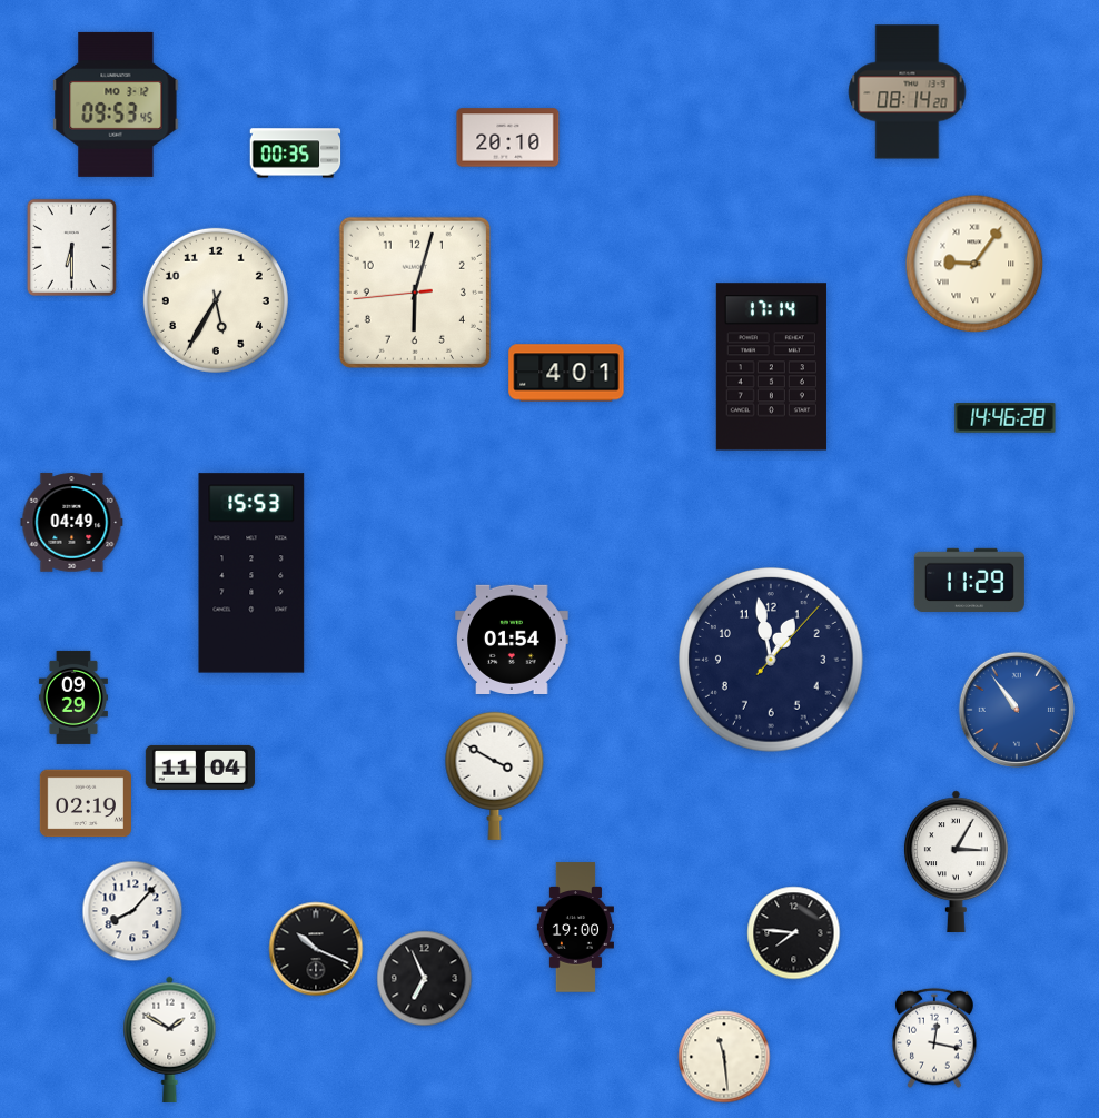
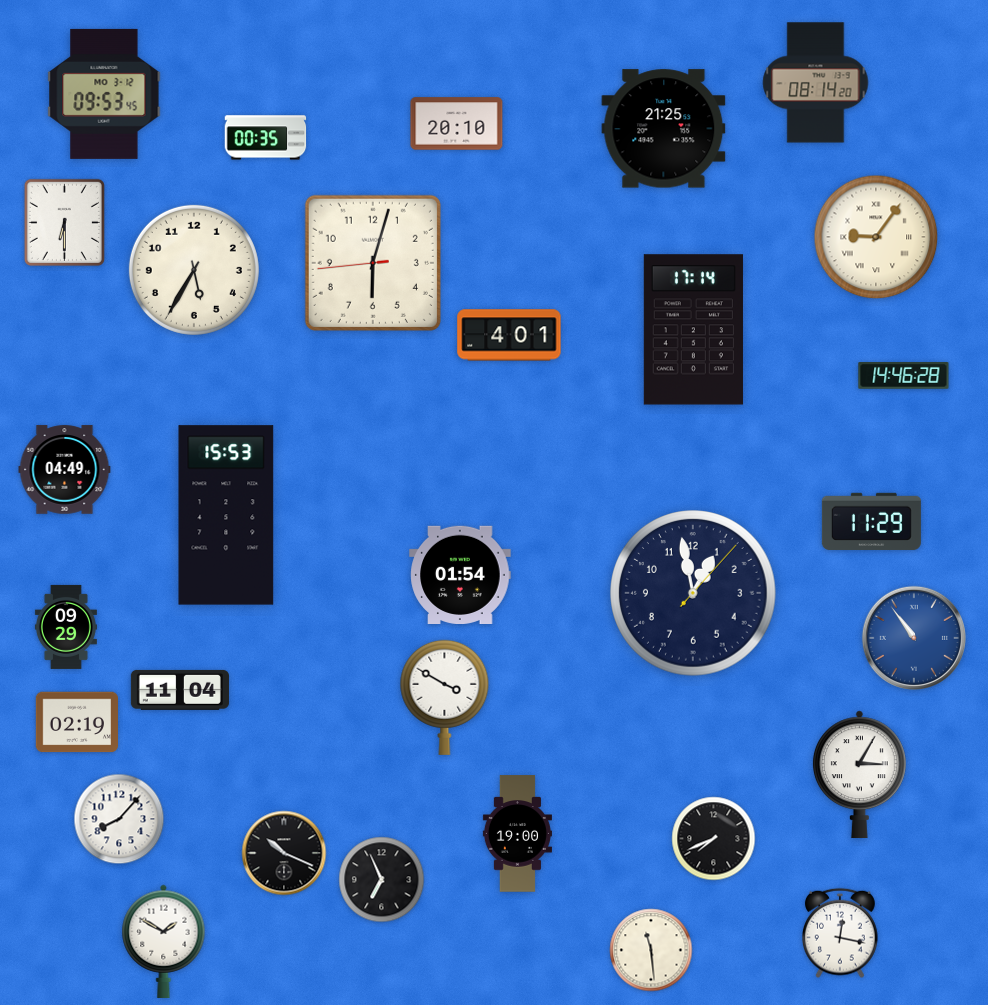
clock at (664, 129): none -> 21:25
clock at (794, 933): 7:46 -> 7:41
clock at (170, 1039) position: (170, 1039) -> (164, 941)
